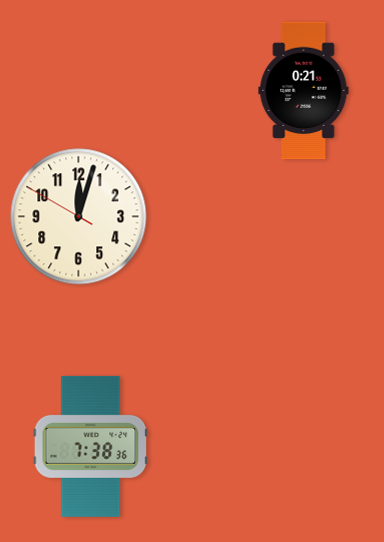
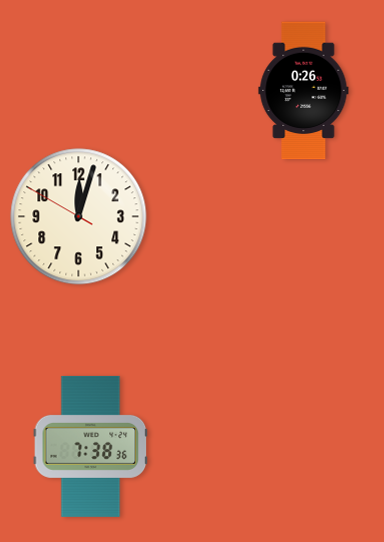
clock at (304, 91): 0:21 -> 0:26
